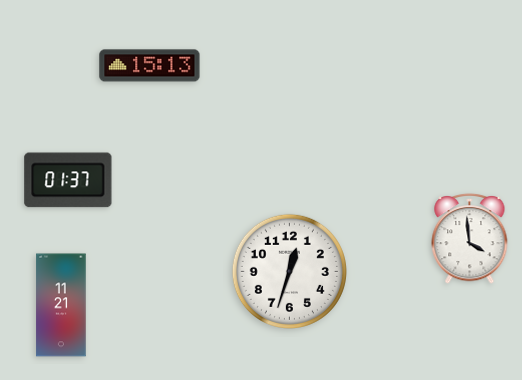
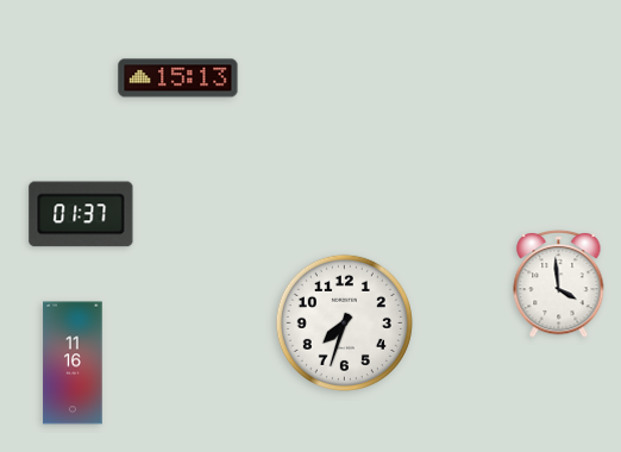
clock at (289, 271): 12:33 -> 7:33
clock at (61, 305): 11:21 -> 11:16
